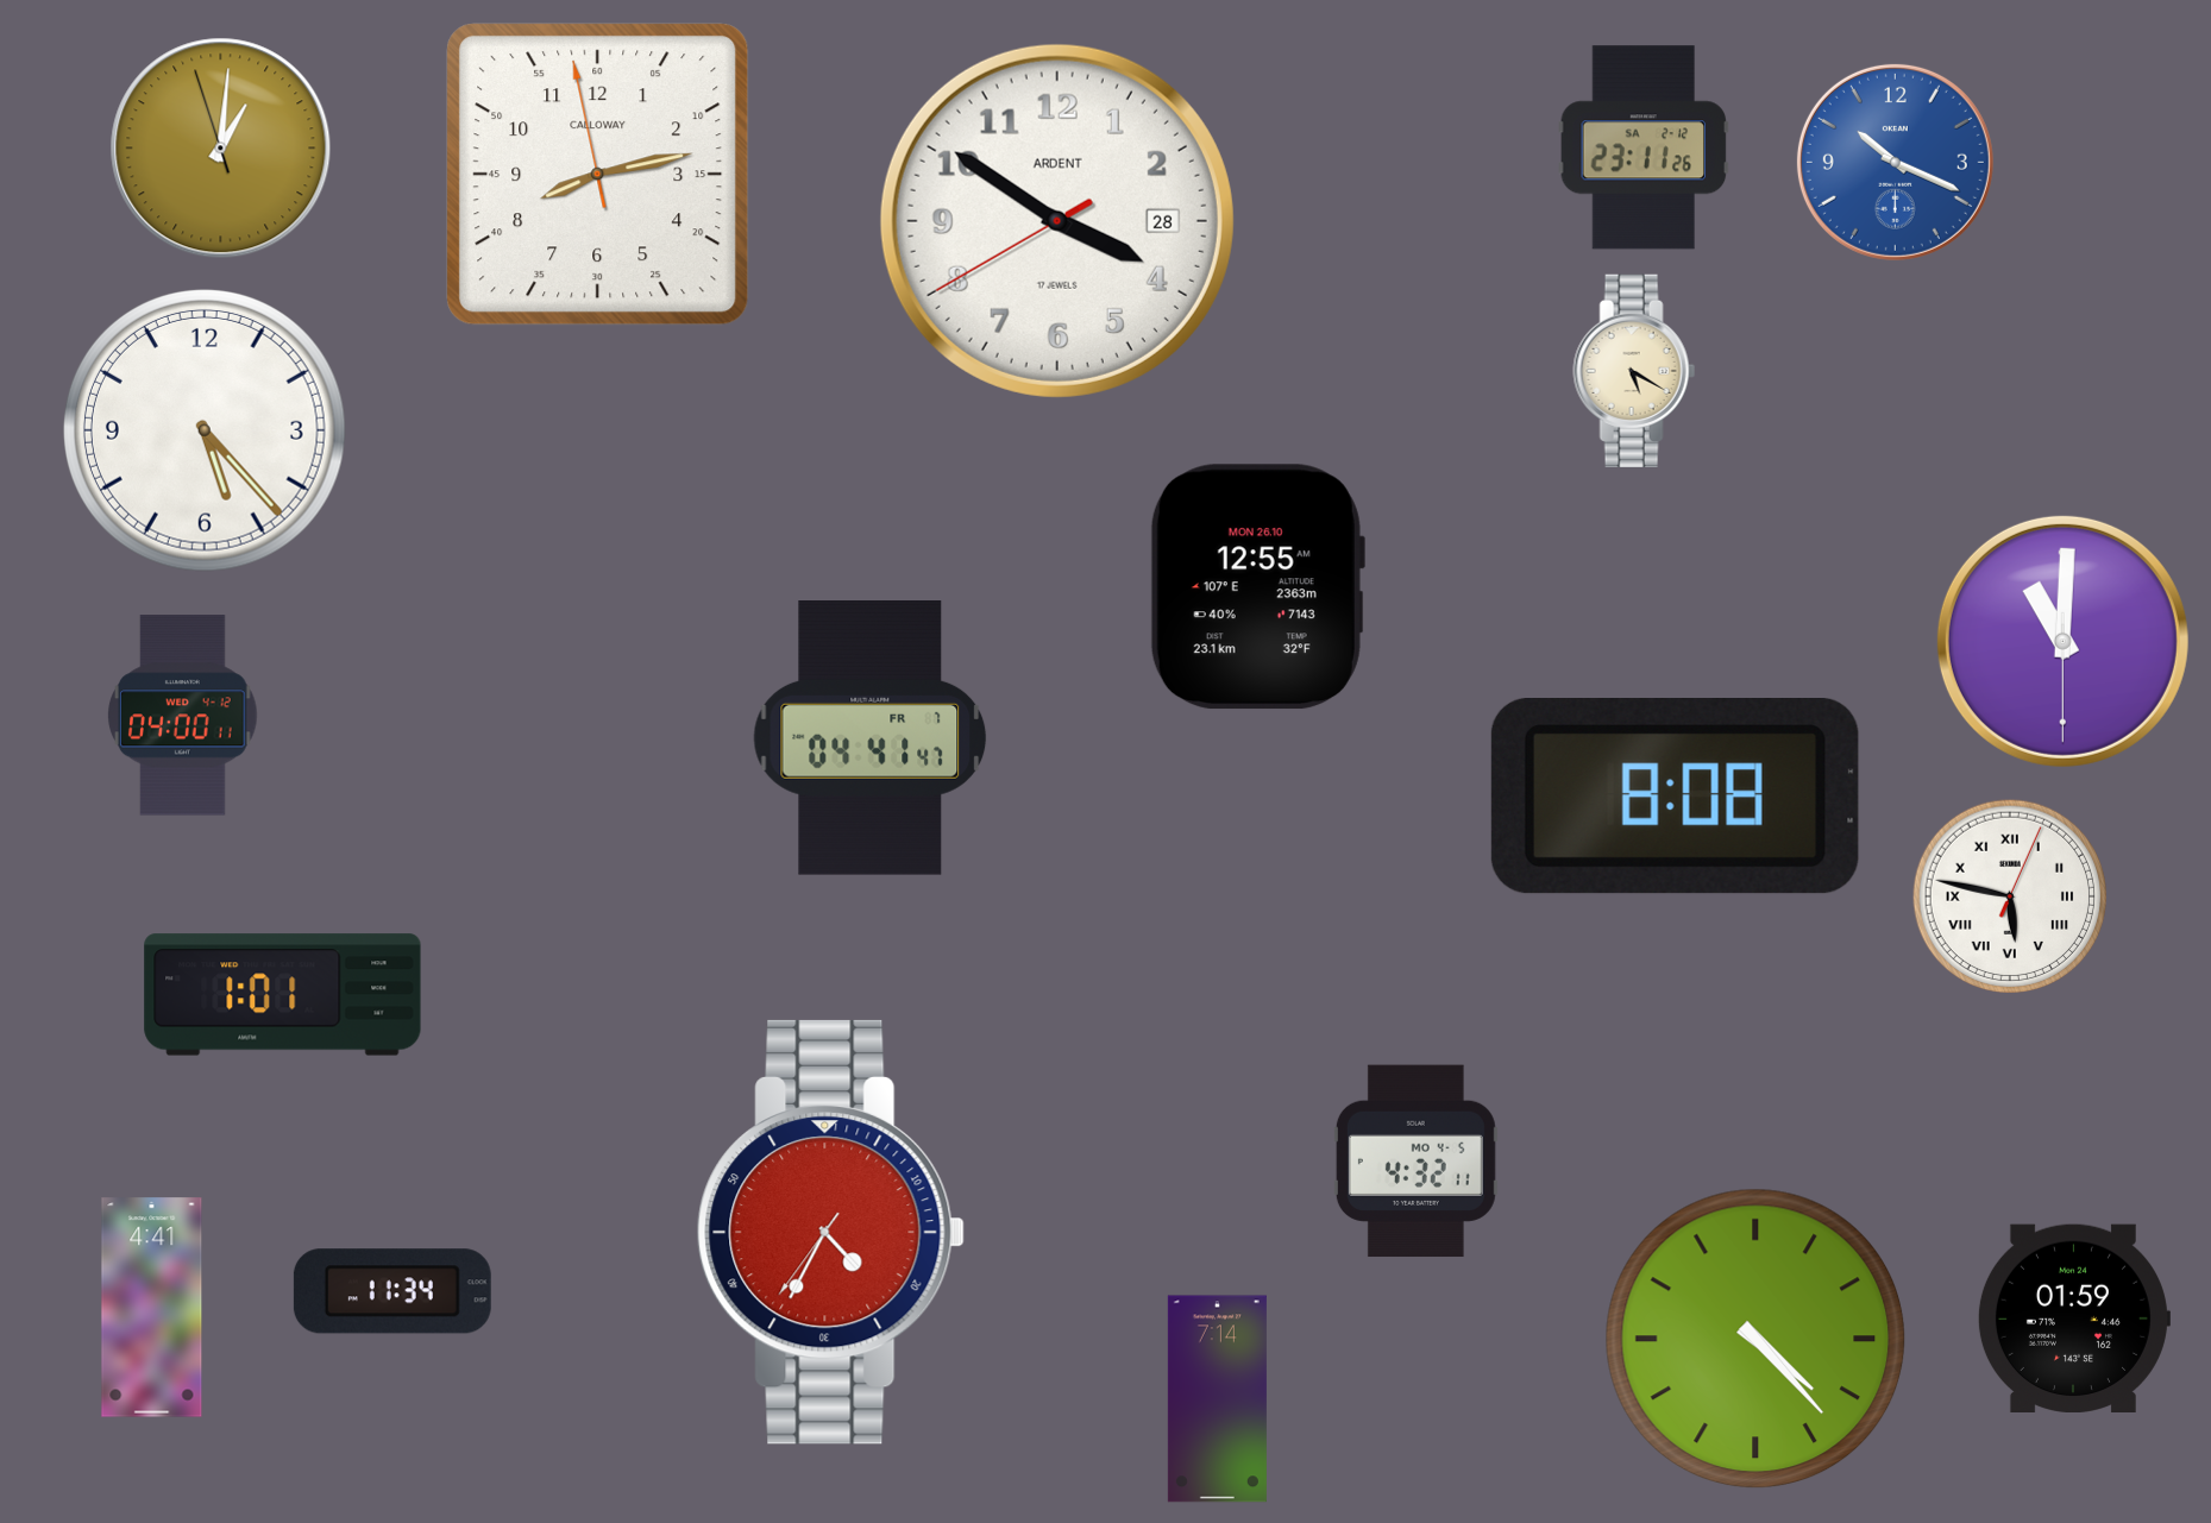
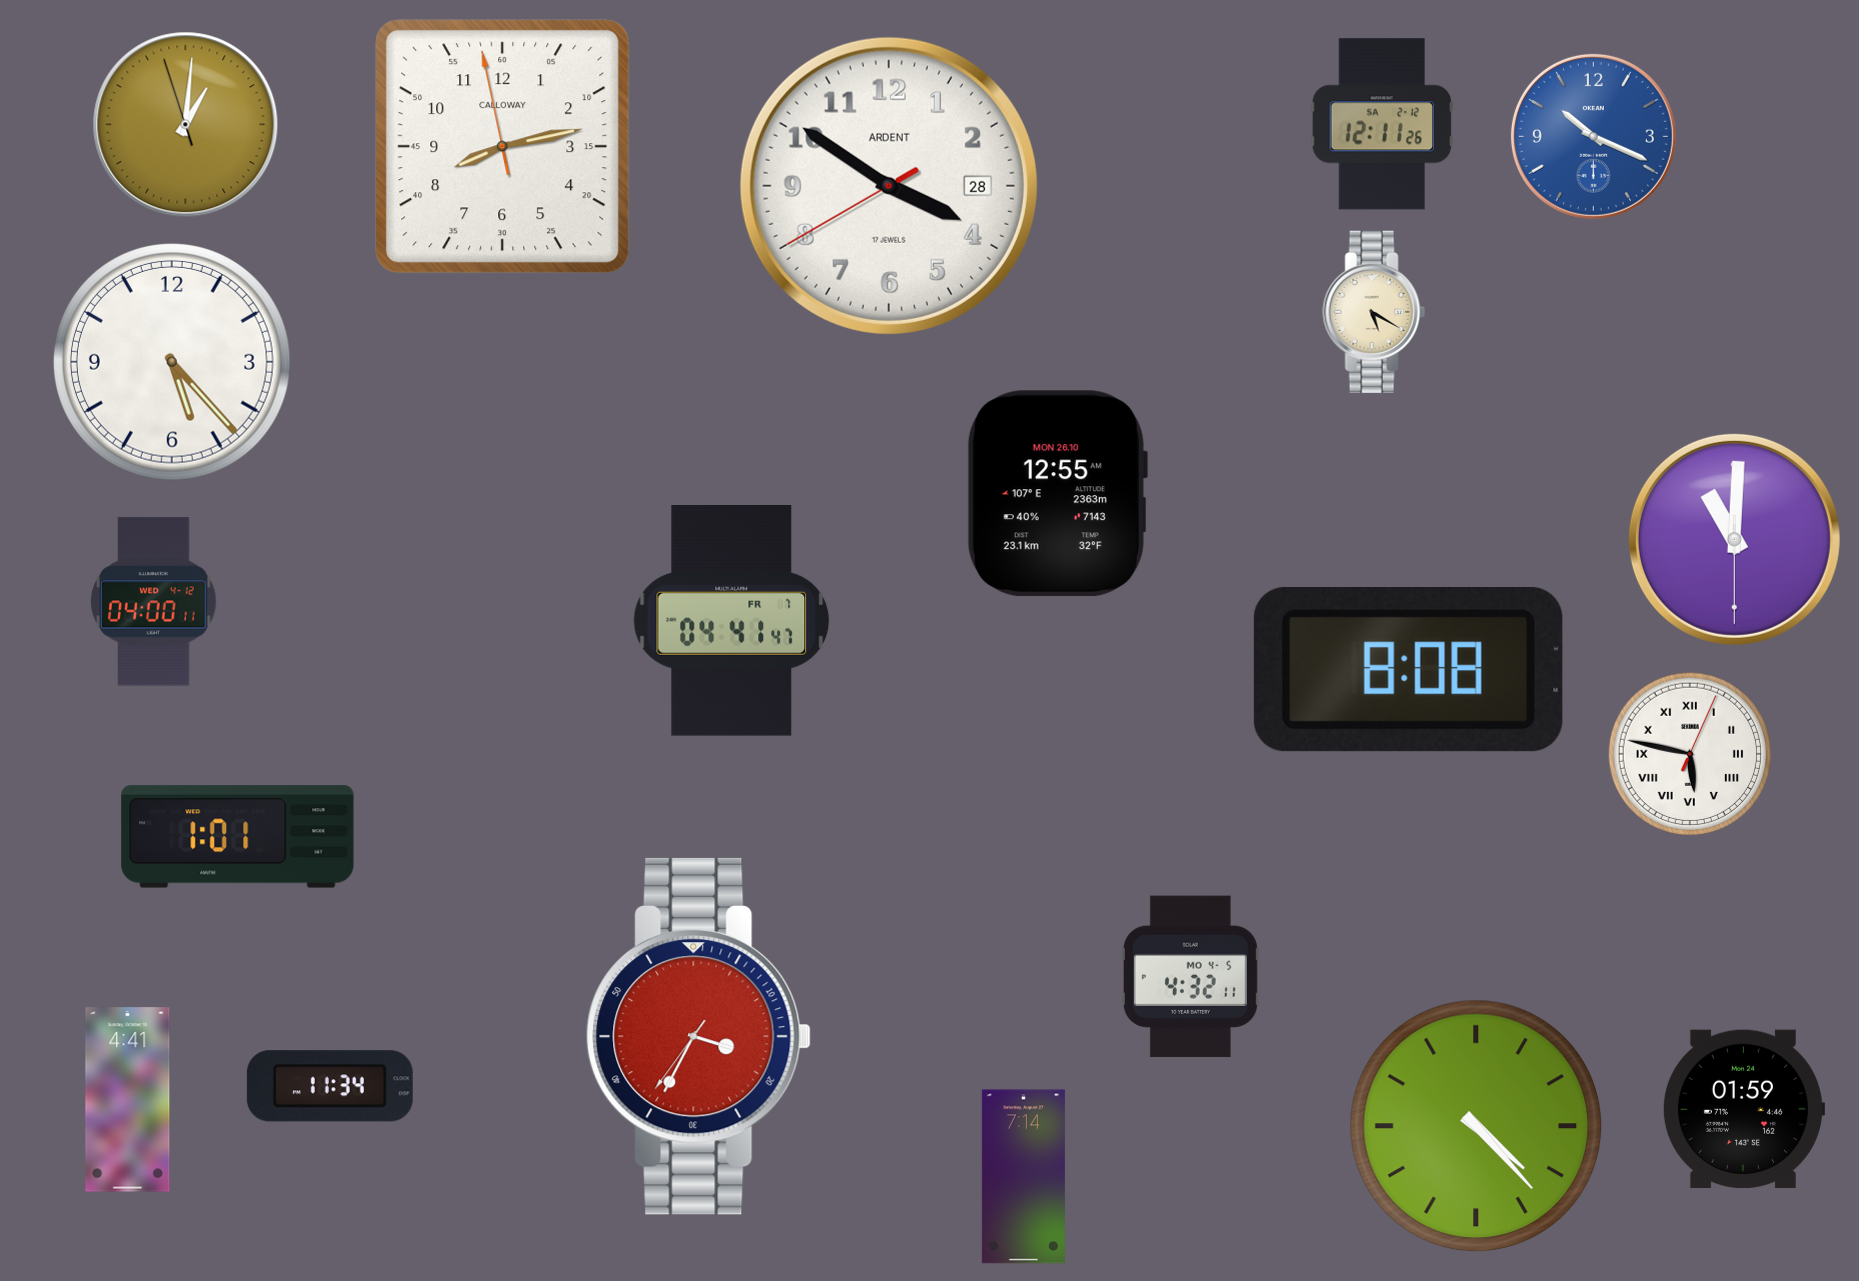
clock at (1644, 147): 23:11 -> 12:11
clock at (830, 1232): 4:34 -> 3:34
